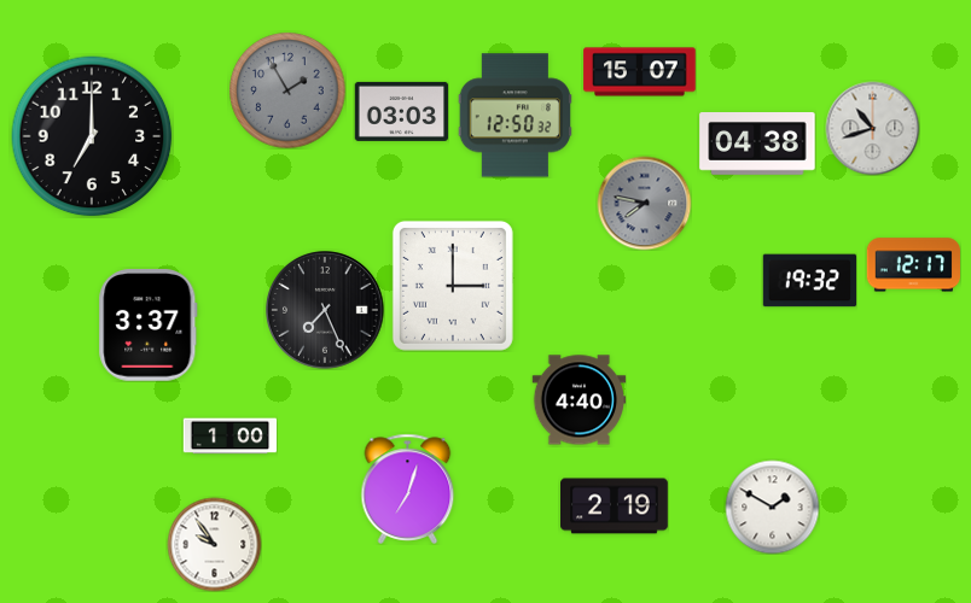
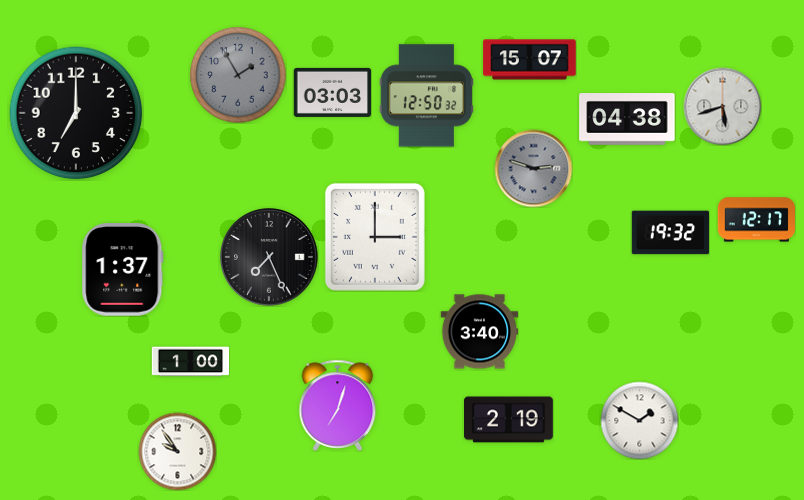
clock at (872, 128): 10:42 -> 5:42
clock at (644, 203): 7:47 -> 2:48
clock at (149, 326): 3:37 -> 1:37
clock at (578, 400): 4:40 -> 3:40
